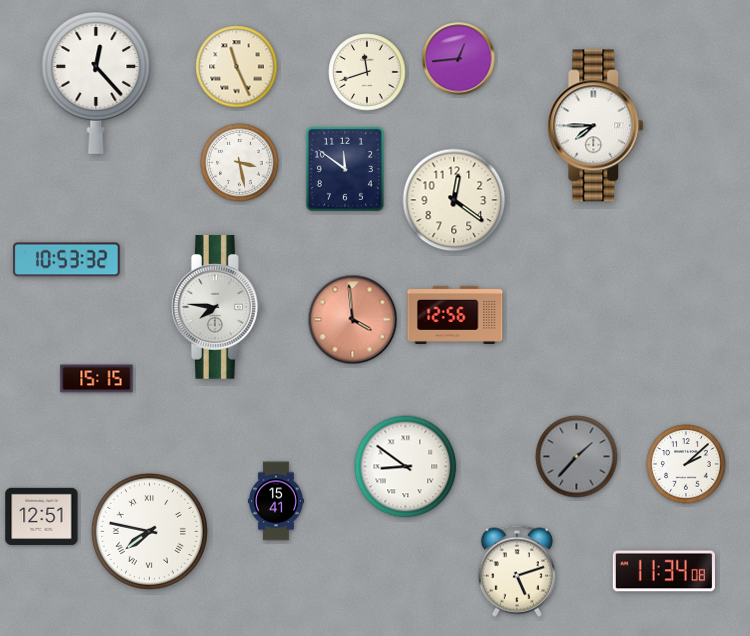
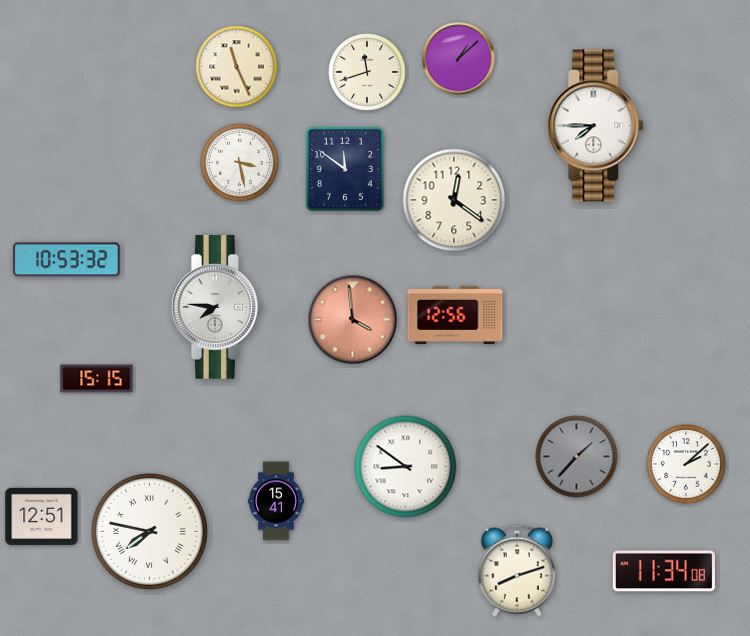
clock at (459, 59): 12:44 -> 1:08
clock at (96, 83): 12:23 -> none
clock at (517, 571): 5:12 -> 8:12
